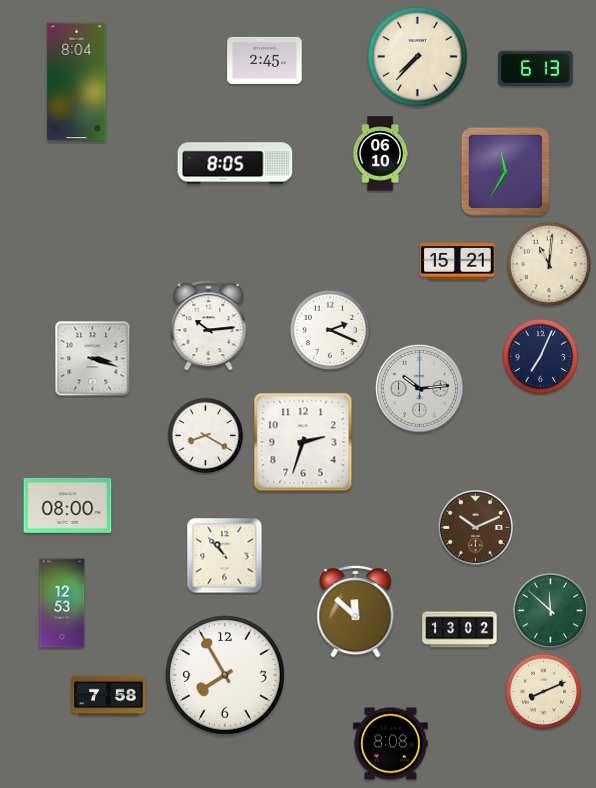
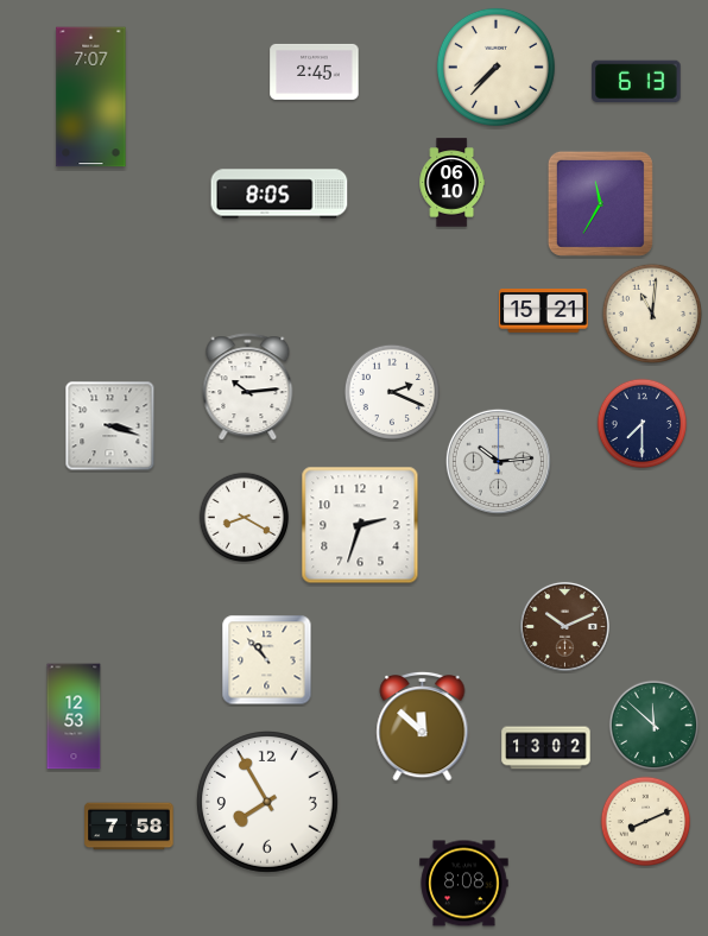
clock at (77, 82): 8:04 -> 7:07
clock at (541, 357): 7:04 -> 7:30
clock at (68, 505): 08:00 -> none
